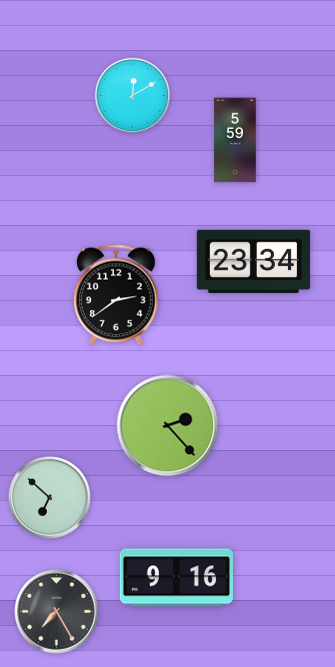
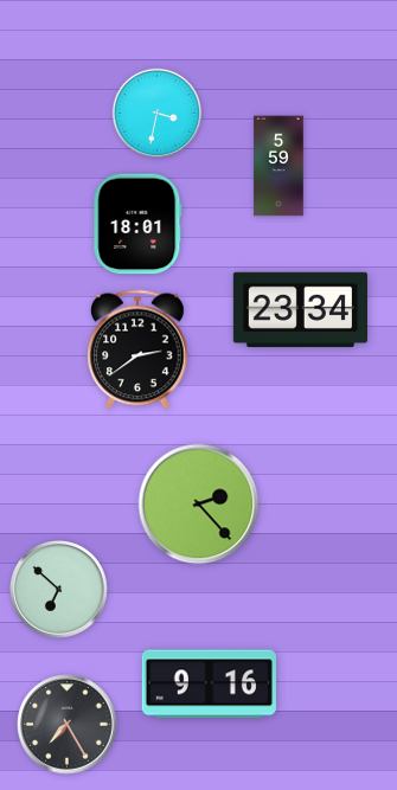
clock at (133, 96): 12:10 -> 3:32
clock at (137, 224): none -> 18:01
